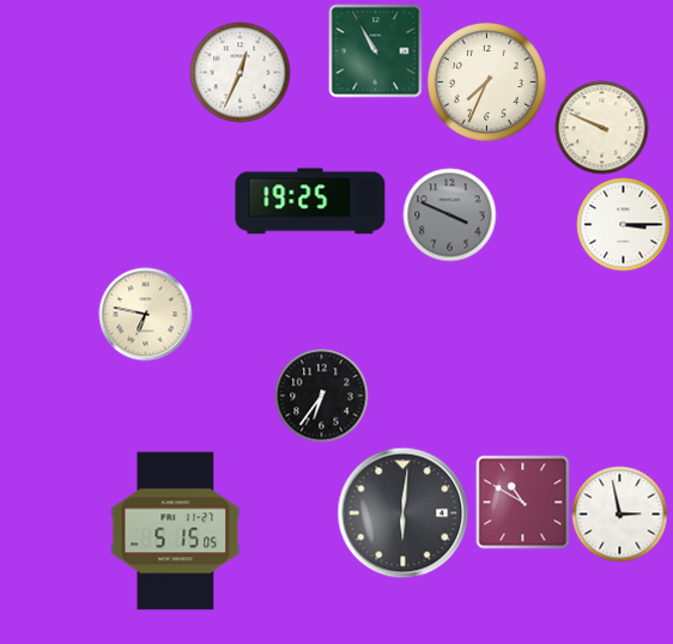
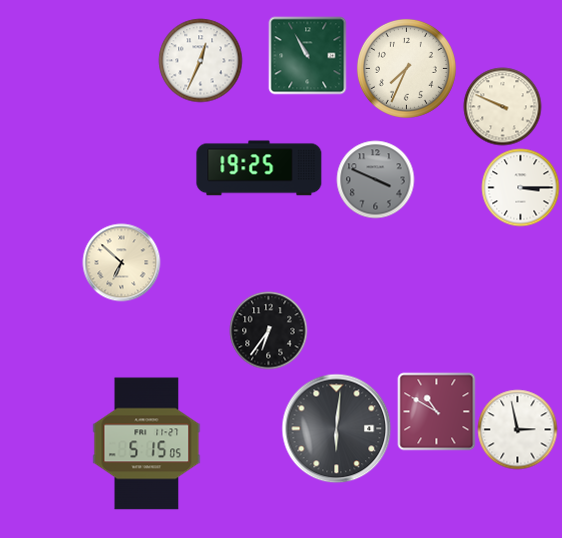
clock at (375, 50) position: (375, 50) -> (307, 55)
clock at (145, 314): 6:47 -> 6:52
clock at (522, 502) position: (522, 502) -> (436, 411)
